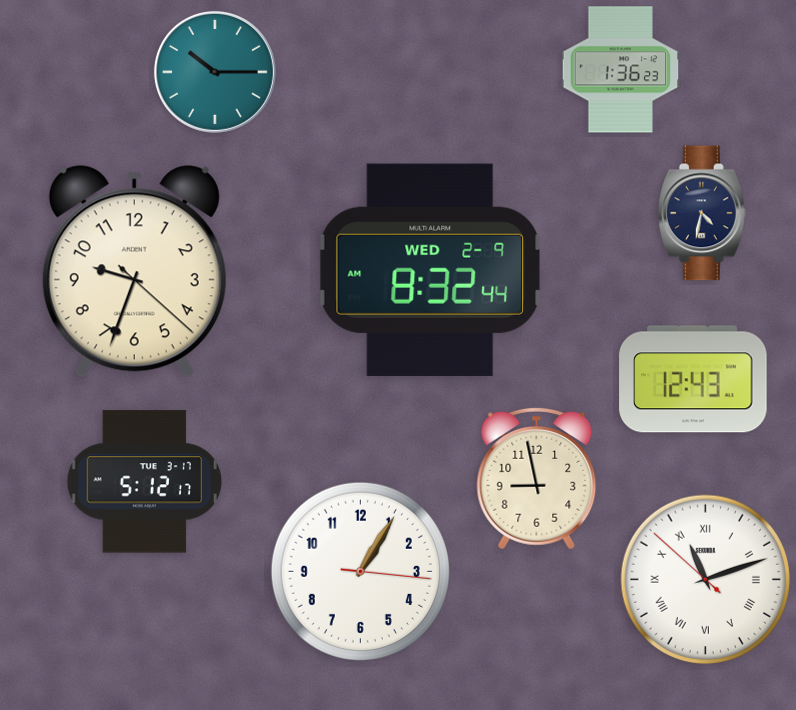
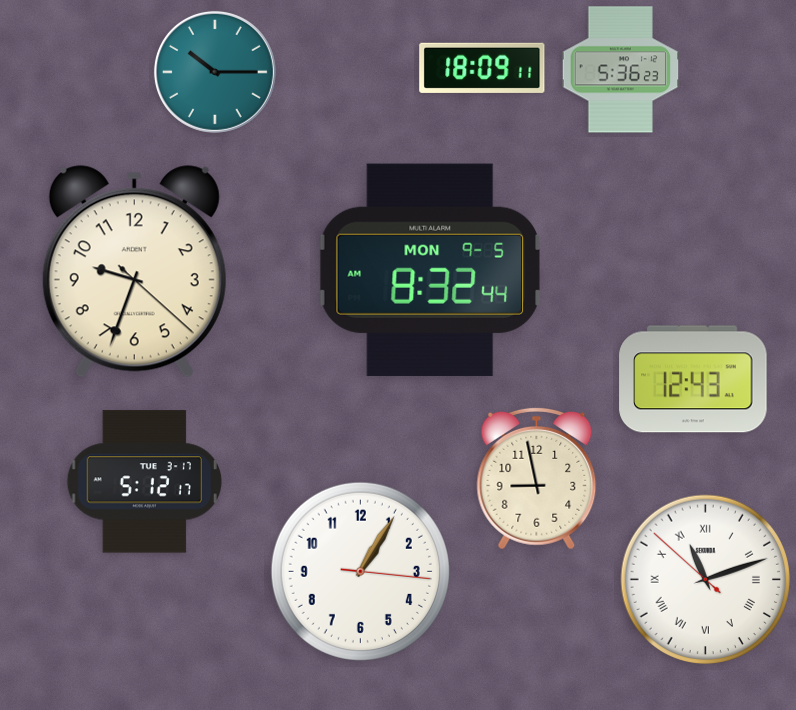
clock at (482, 68): none -> 18:09
clock at (621, 70): 1:36 -> 5:36
clock at (703, 213): 4:32 -> none
clock at (430, 270) date: WED 2-9 -> MON 9-5
